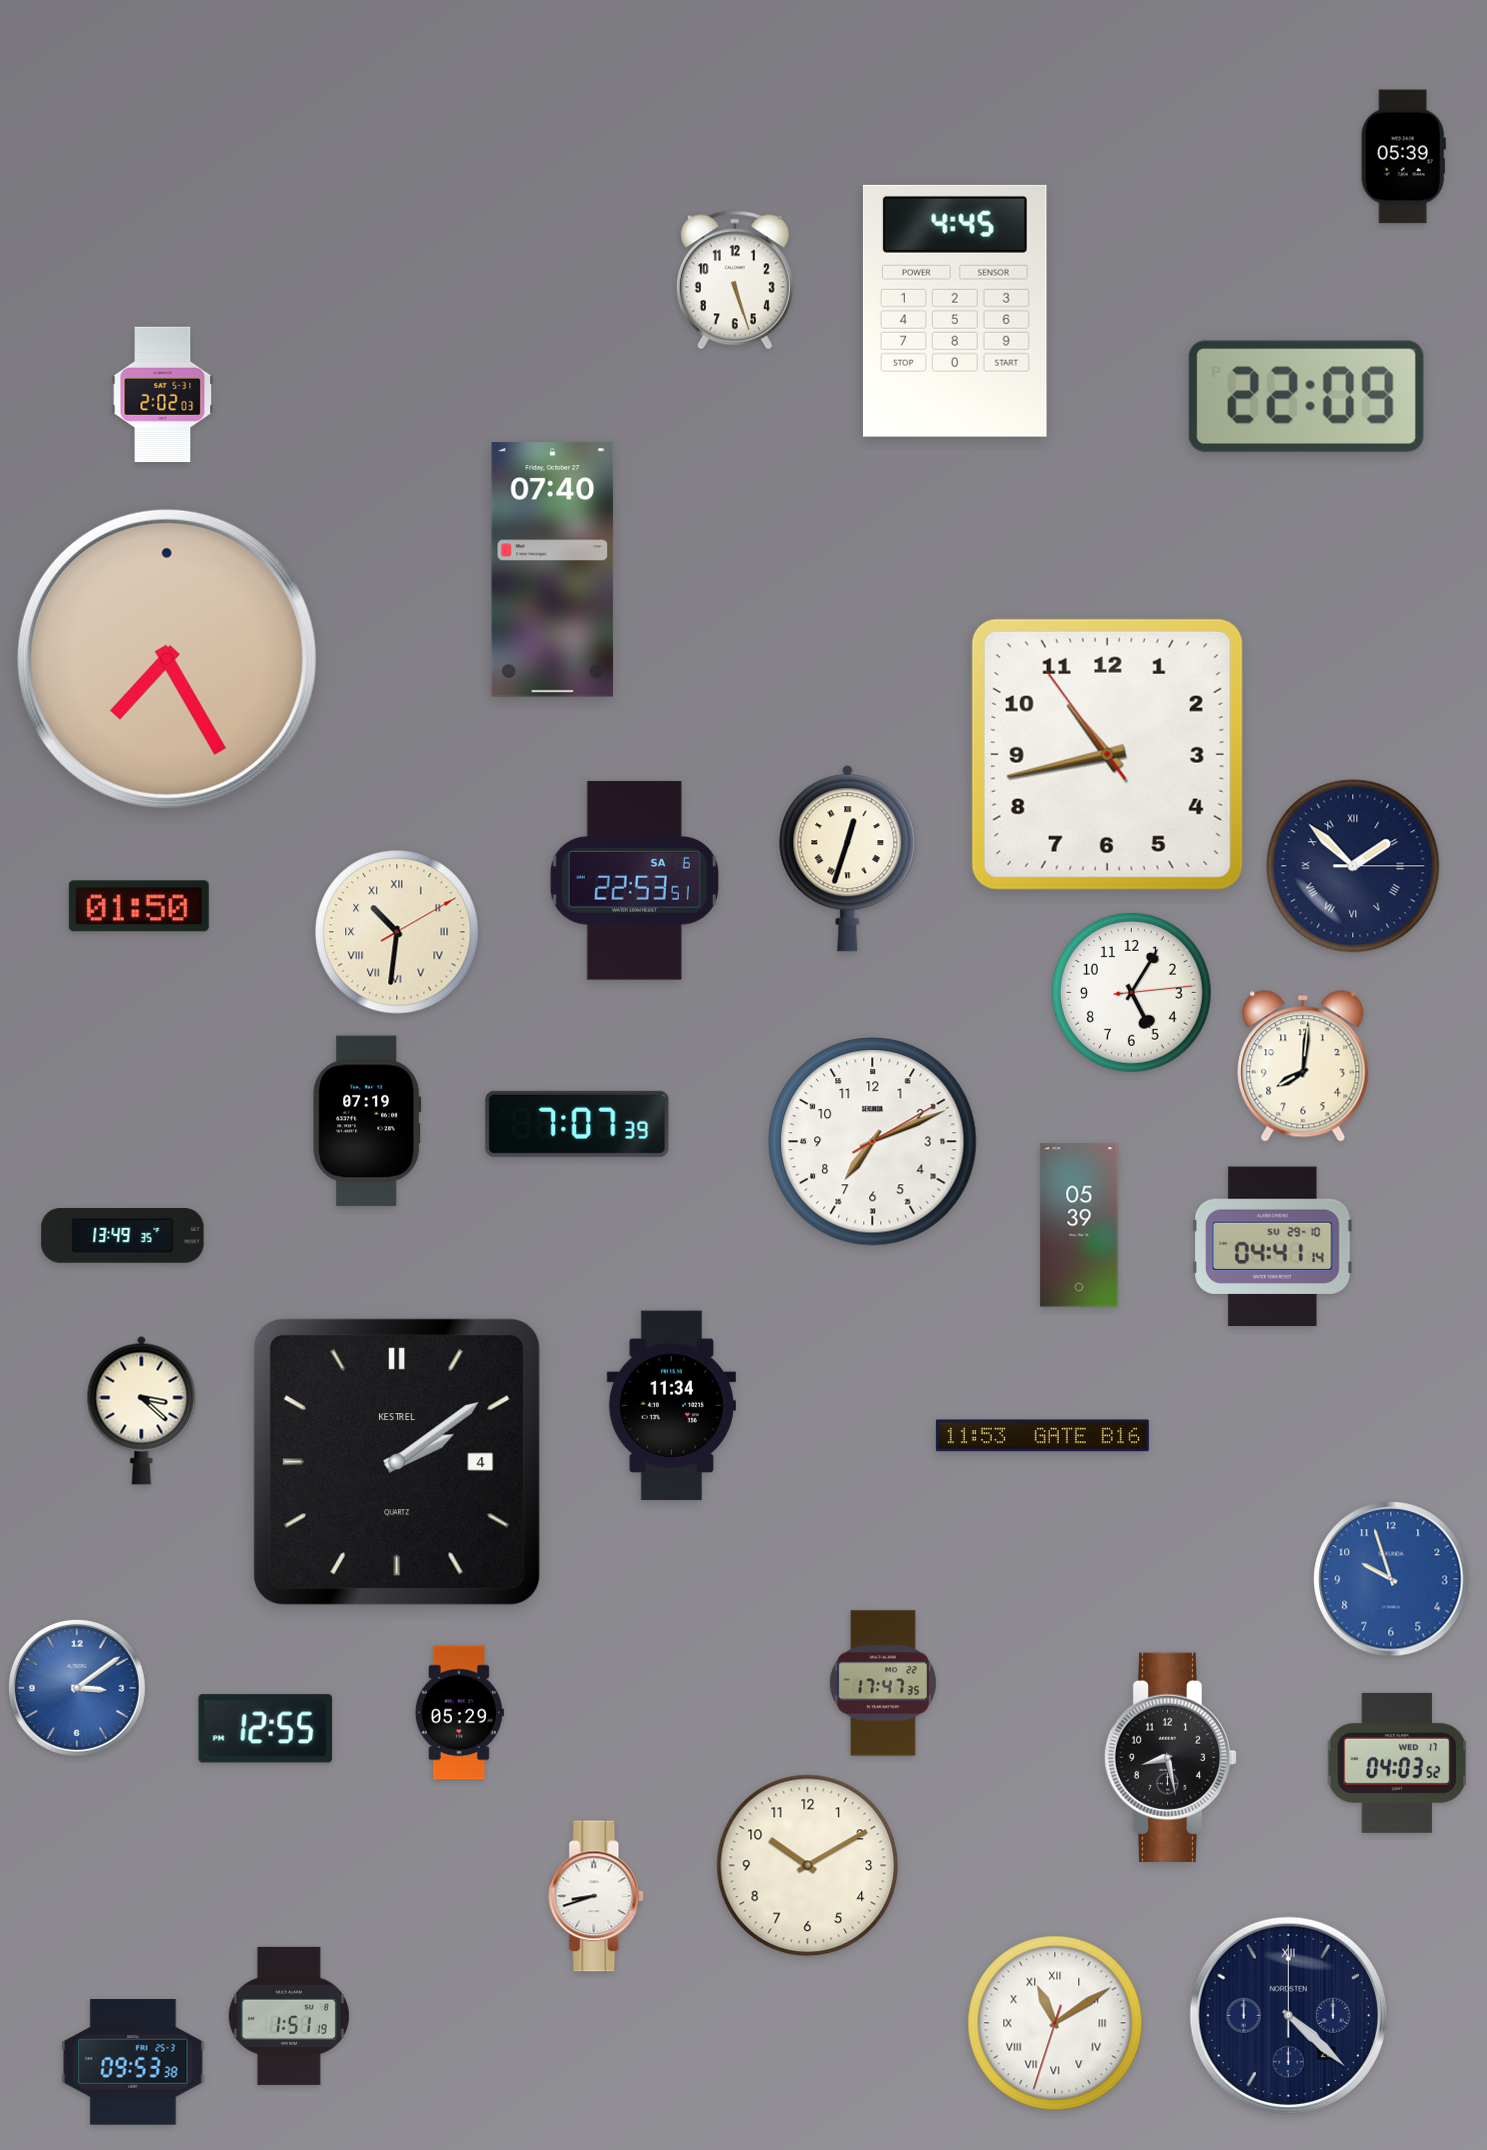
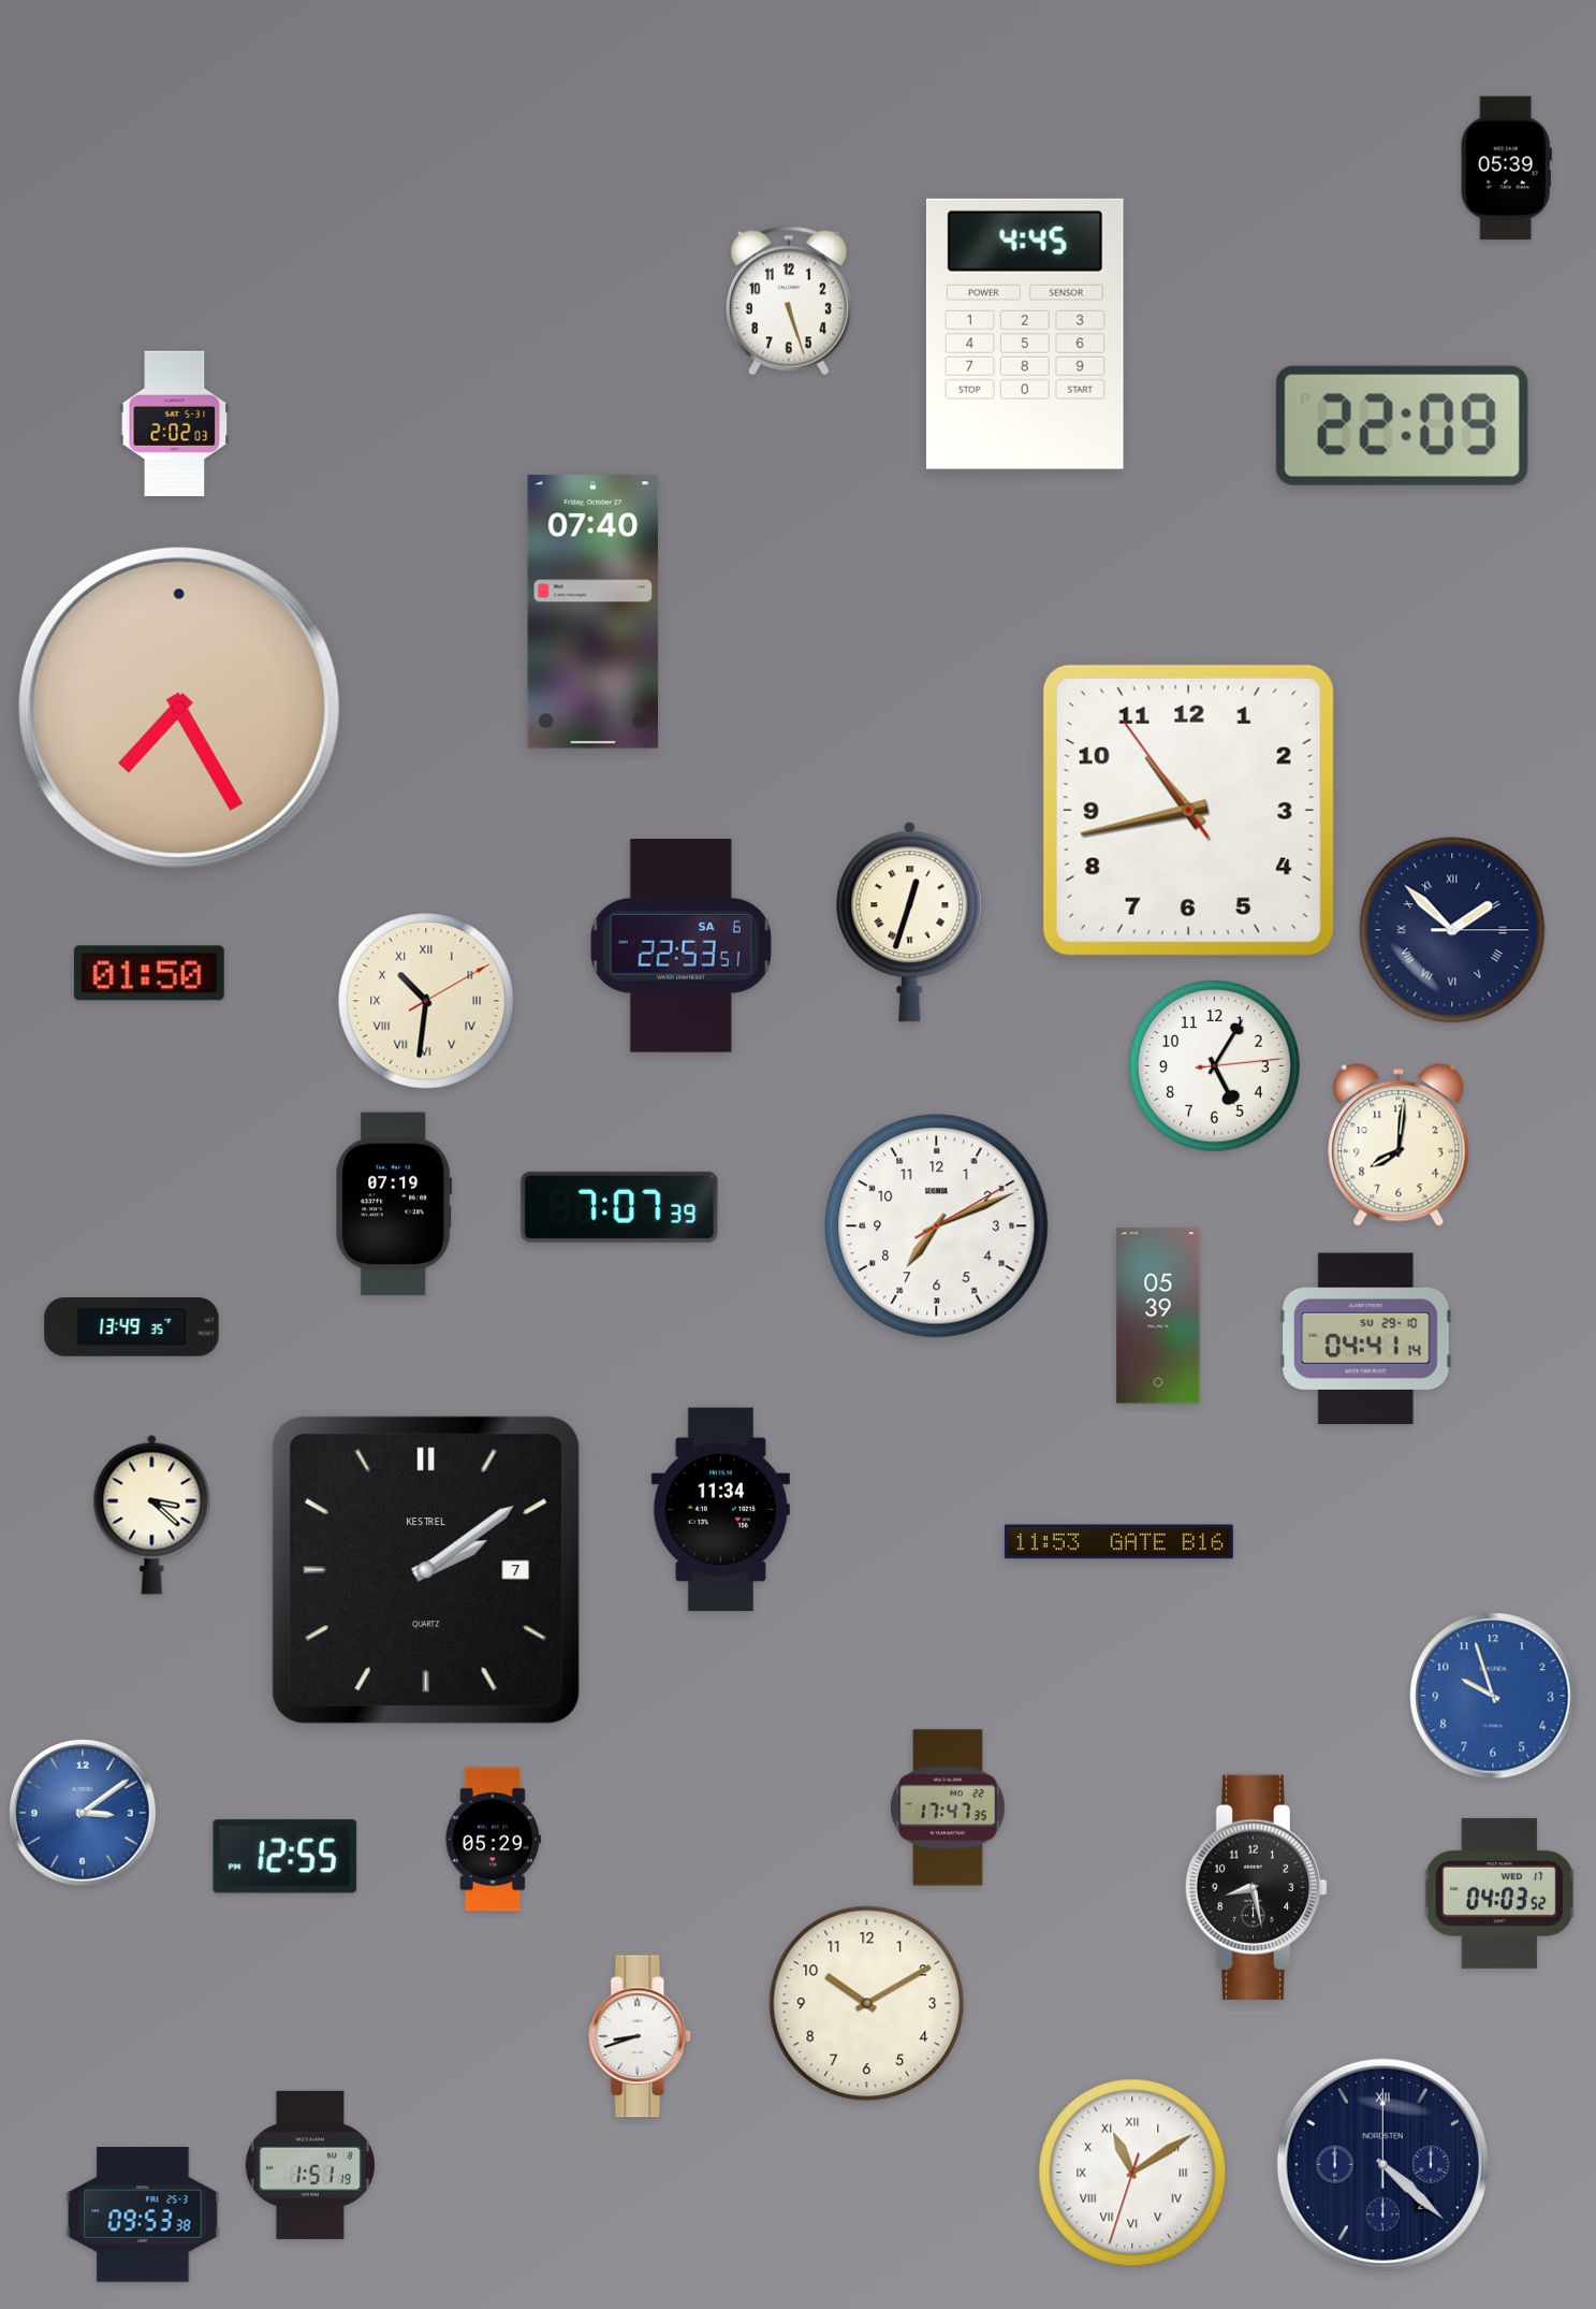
clock at (397, 1462) date: 4 -> 7
